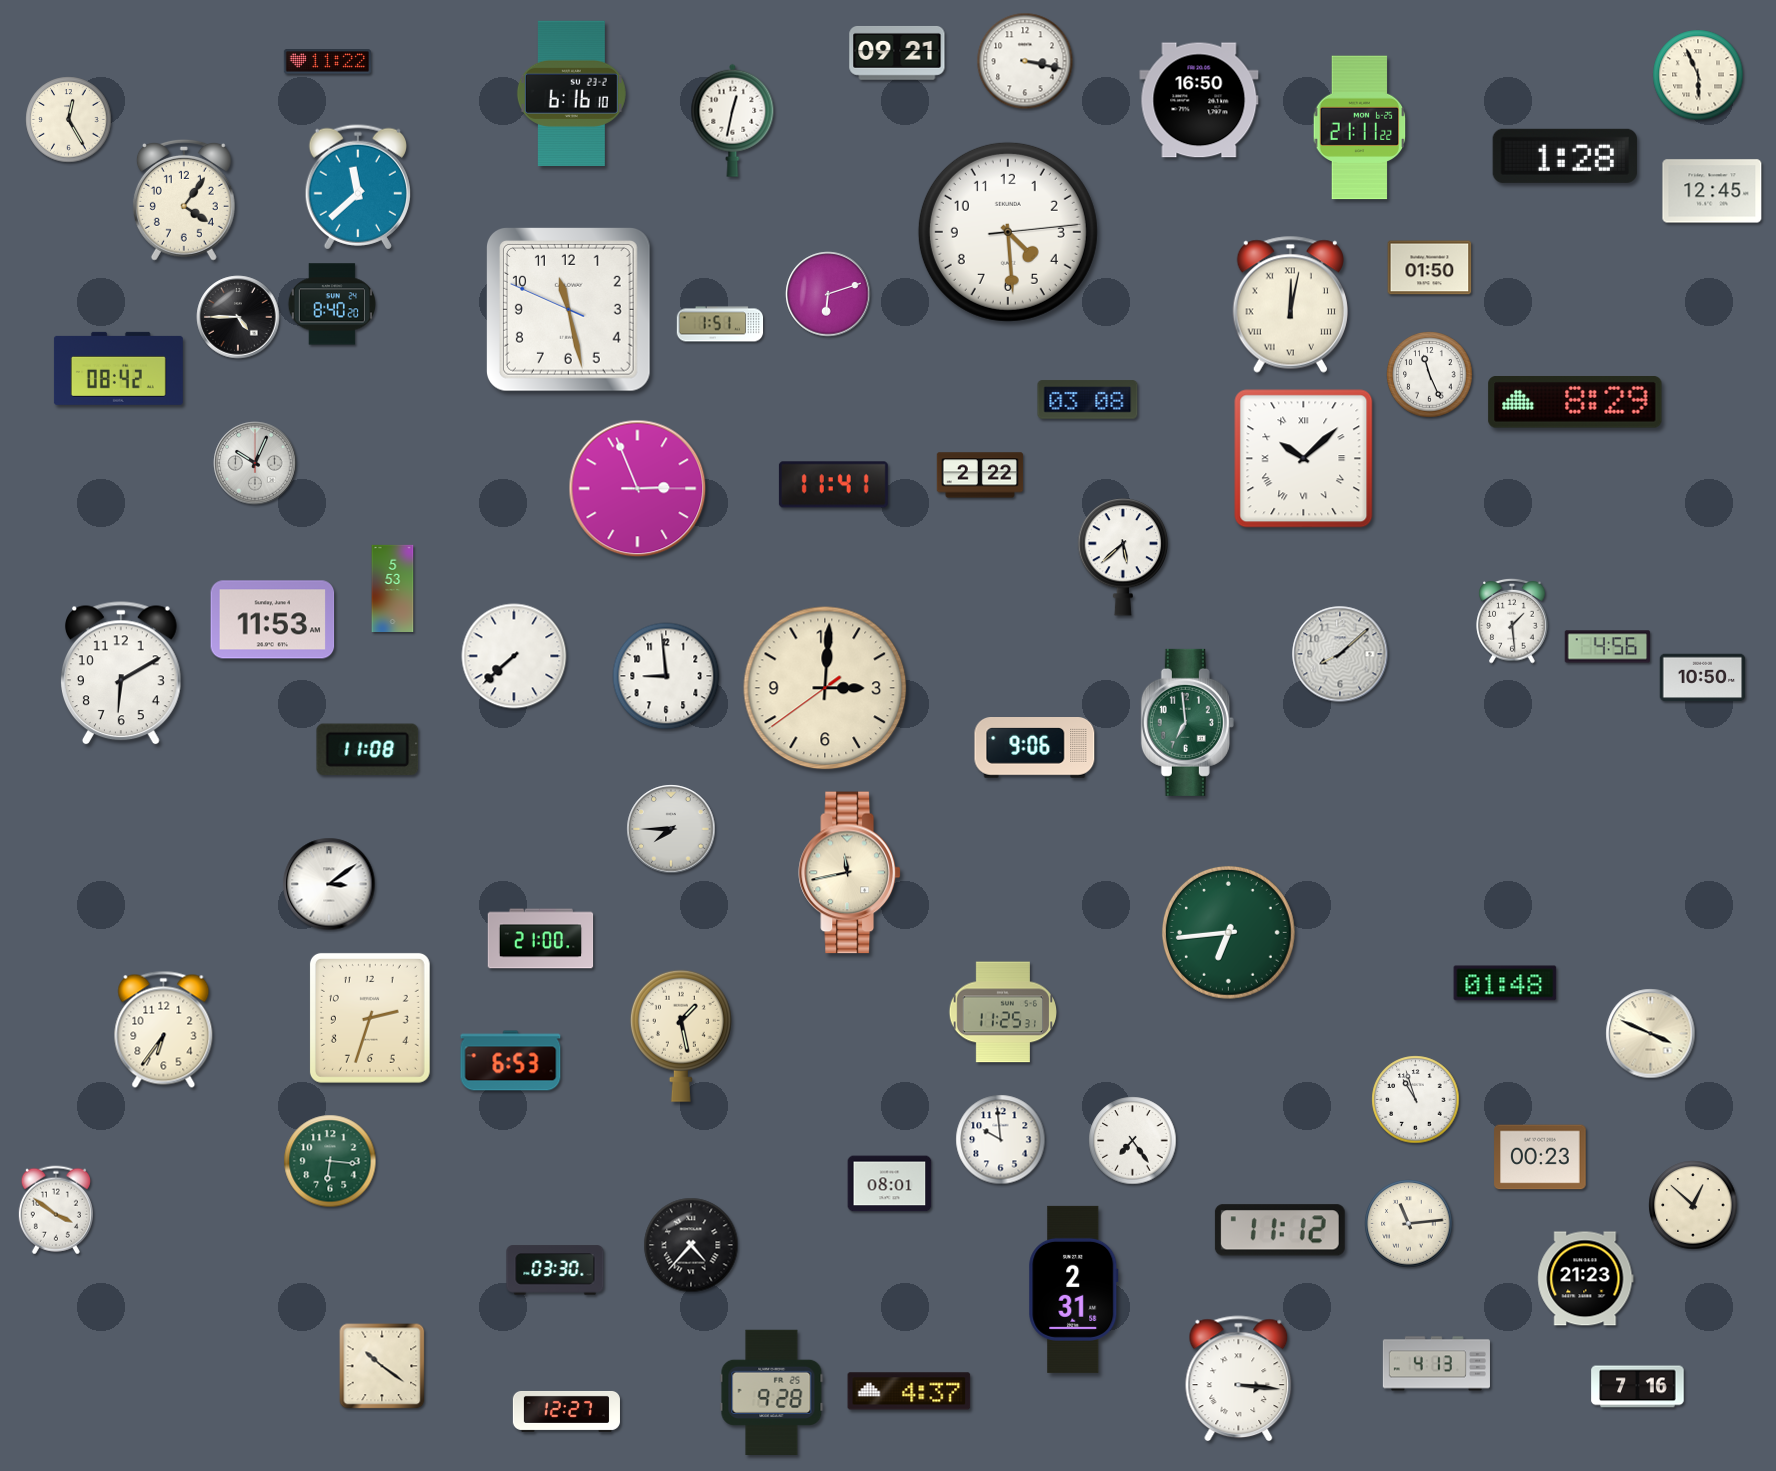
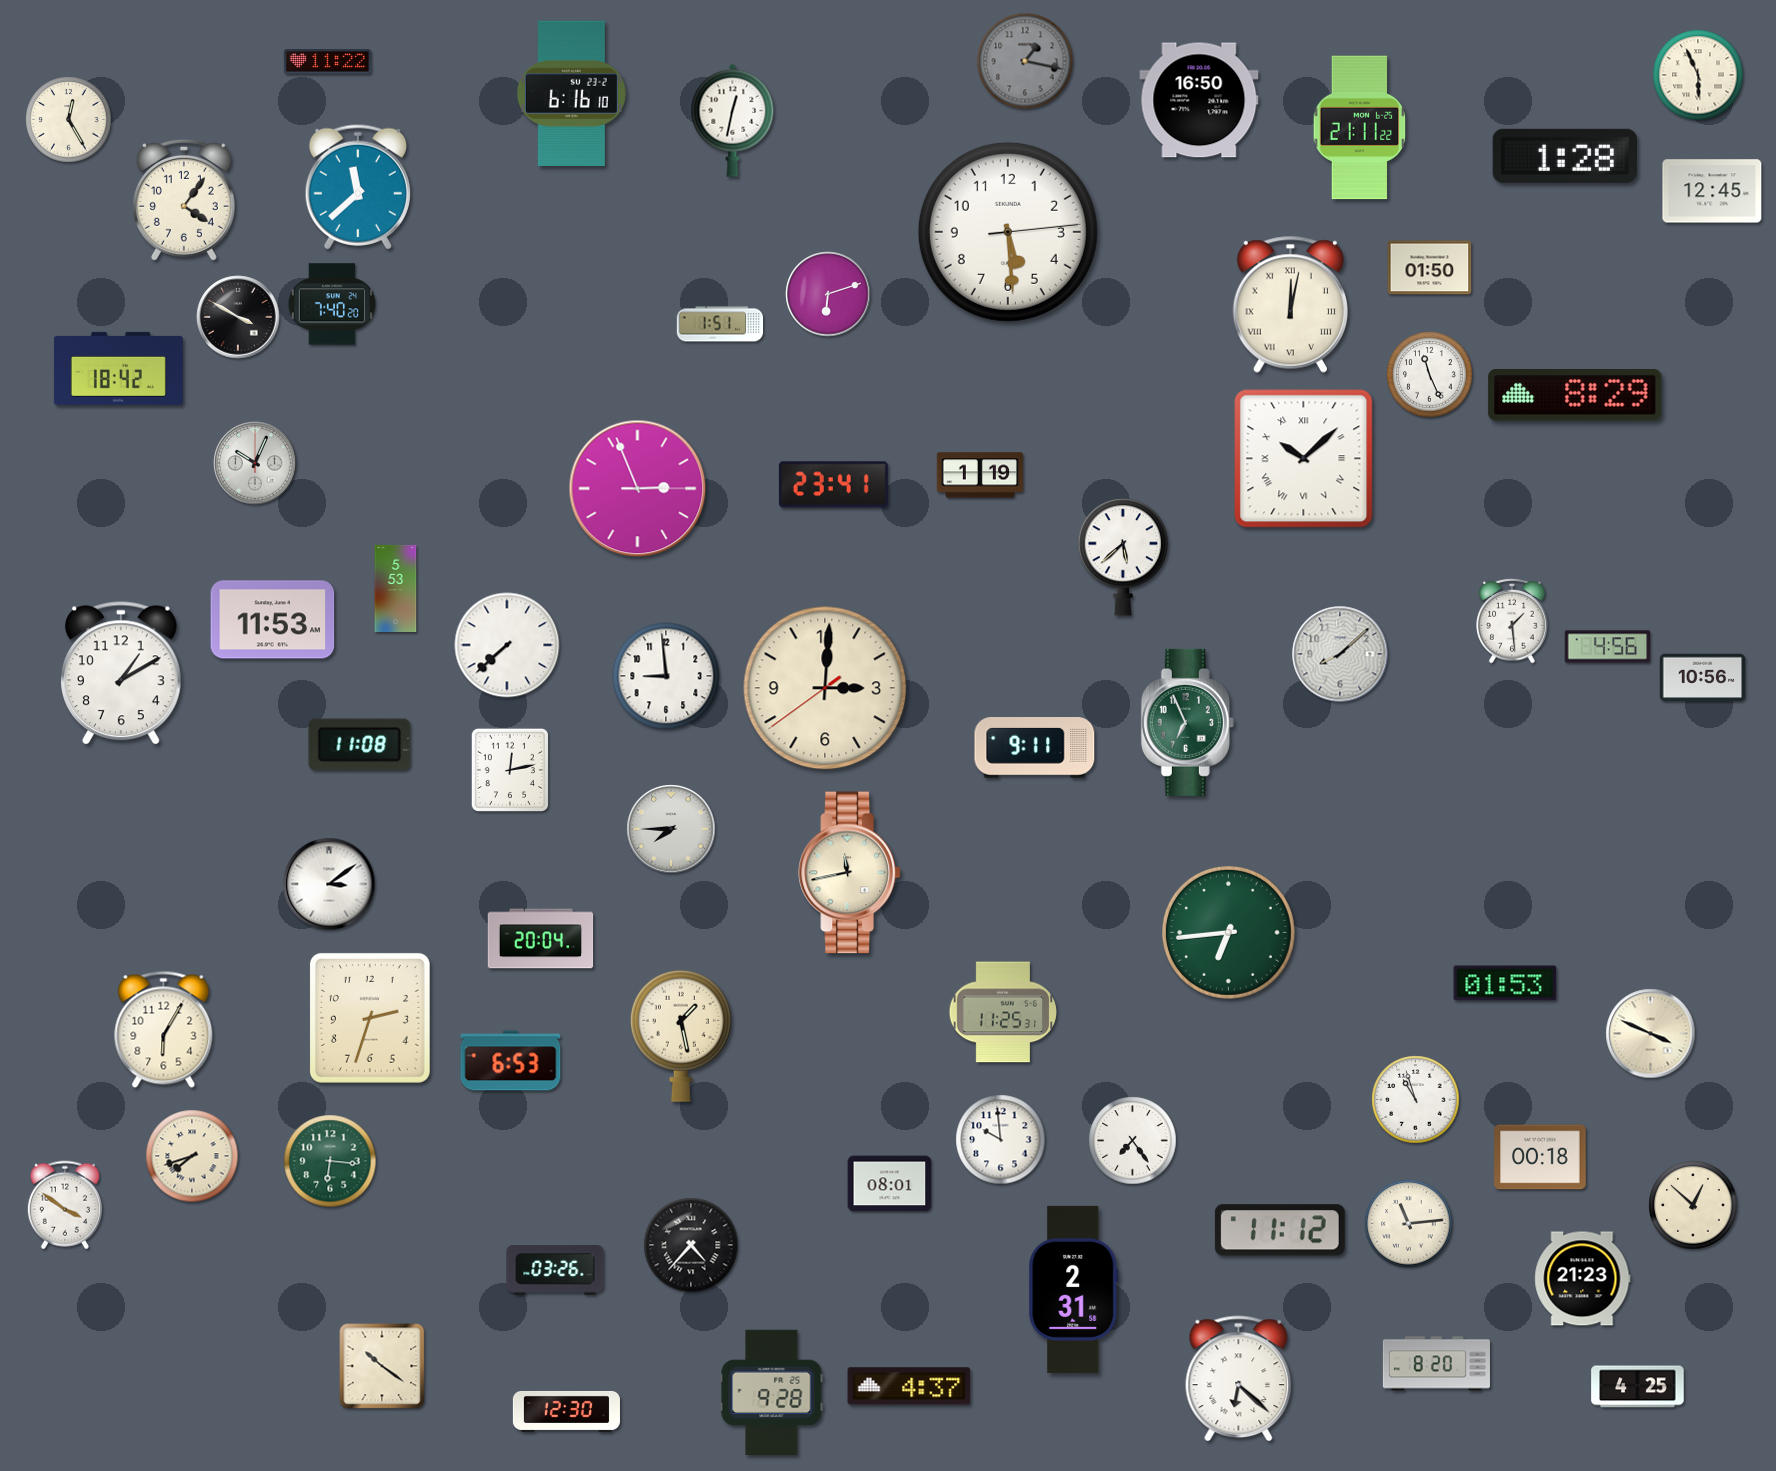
clock at (897, 53): 09:21 -> none
clock at (1025, 61): 3:17 -> 1:17
clock at (1025, 61) dial: white -> grey
clock at (1008, 232): 4:29 -> 5:29
clock at (332, 304): 8:40 -> 7:40
clock at (568, 309): 11:27 -> none
clock at (238, 317): 4:45 -> 3:50
clock at (118, 368): 08:42 -> 18:42
clock at (1088, 400): 03:08 -> none
clock at (1575, 402) position: (1575, 402) -> (1575, 395)
clock at (980, 475): 2:22 -> 1:19
clock at (833, 485): 11:41 -> 23:41
clock at (393, 588) position: (393, 588) -> (396, 588)
clock at (514, 656) position: (514, 656) -> (507, 645)
clock at (122, 674): 6:10 -> 1:10
clock at (1703, 678): 10:50 -> 10:56
clock at (1187, 722): 6:59 -> 6:56
clock at (1035, 748): 9:06 -> 9:11
clock at (368, 750) position: (368, 750) -> (360, 745)
clock at (510, 770): none -> 12:13
clock at (541, 939): 21:00 -> 20:04
clock at (1505, 983): 01:48 -> 01:53
clock at (164, 1029): 6:36 -> 6:05
clock at (192, 1156): none -> 7:42
clock at (1540, 1157): 00:23 -> 00:18
clock at (56, 1210) position: (56, 1210) -> (65, 1205)
clock at (555, 1270): 03:30 -> 03:26
clock at (1586, 1279) position: (1586, 1279) -> (1583, 1279)
clock at (1436, 1364): 4:13 -> 8:20
clock at (1239, 1379): 3:16 -> 6:22
clock at (1638, 1387): 7:16 -> 4:25
clock at (909, 1391) position: (909, 1391) -> (909, 1386)
clock at (566, 1411): 12:27 -> 12:30
